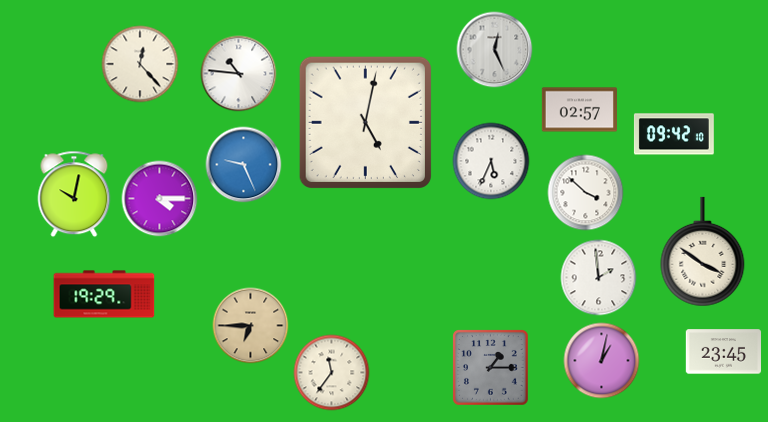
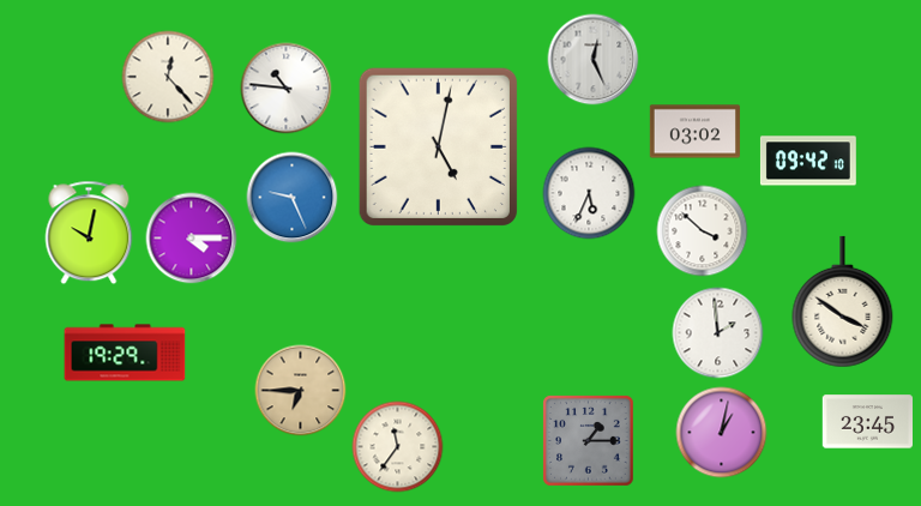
clock at (579, 110): 02:57 -> 03:02
